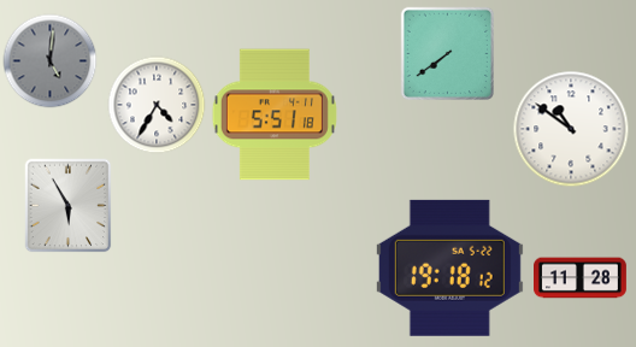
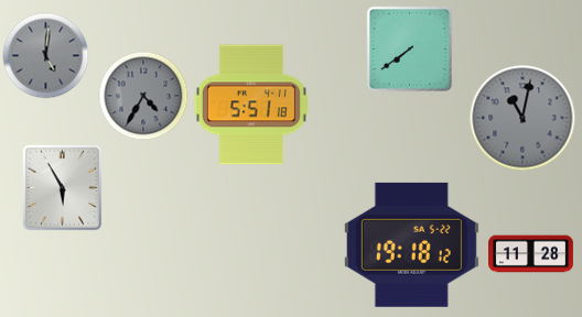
clock at (157, 105) dial: white -> grey
clock at (571, 129): 10:51 -> 11:02
clock at (571, 129) dial: white -> grey
